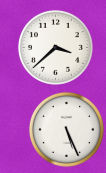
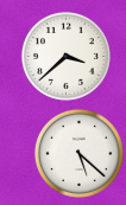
clock at (66, 129): 5:26 -> 5:22
